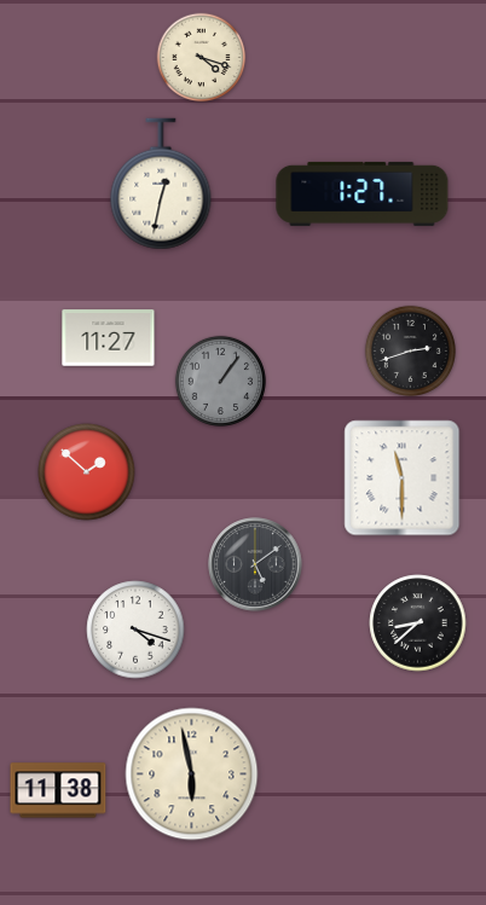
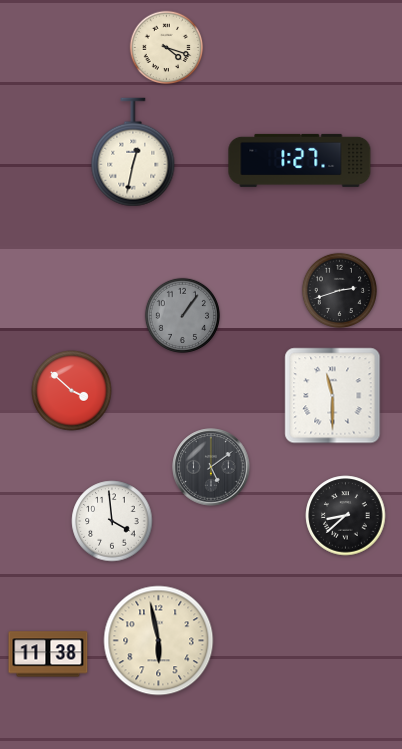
clock at (109, 338): 11:27 -> none
clock at (87, 472): 1:52 -> 3:52
clock at (135, 630): 4:18 -> 3:59
